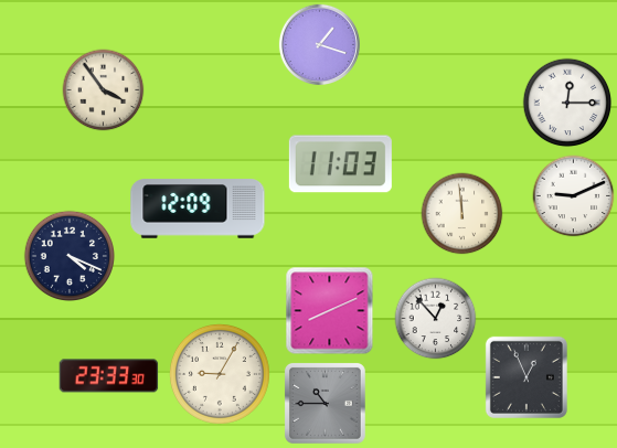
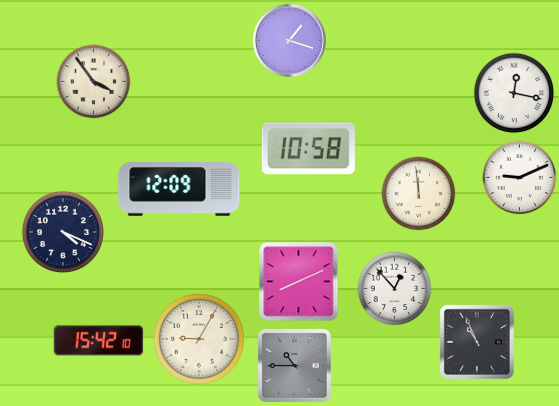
clock at (567, 103): 12:15 -> 12:17
clock at (340, 164): 11:03 -> 10:58
clock at (109, 376): 23:33 -> 15:42
clock at (526, 377): 12:56 -> 10:56
